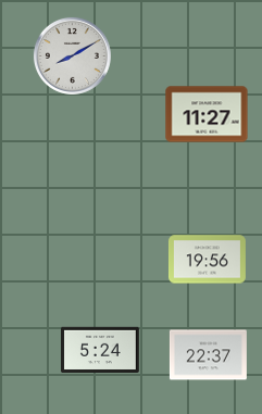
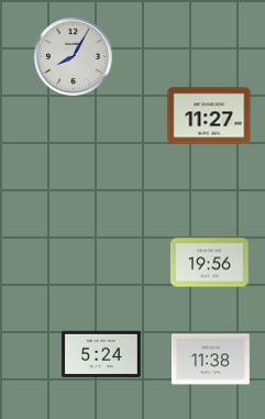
clock at (72, 55): 8:10 -> 8:05
clock at (208, 355): 22:37 -> 11:38
